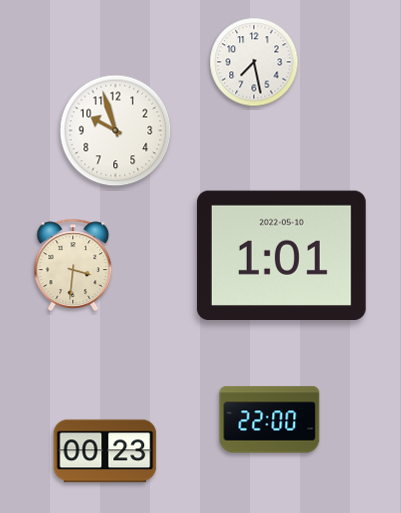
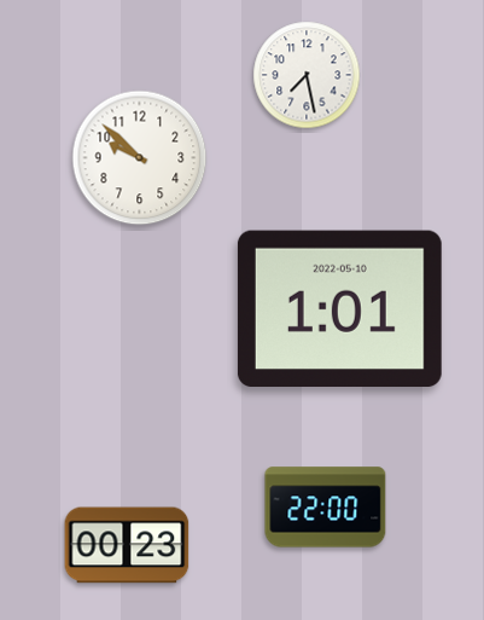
clock at (116, 131): 9:57 -> 9:52
clock at (73, 265): 3:31 -> none
